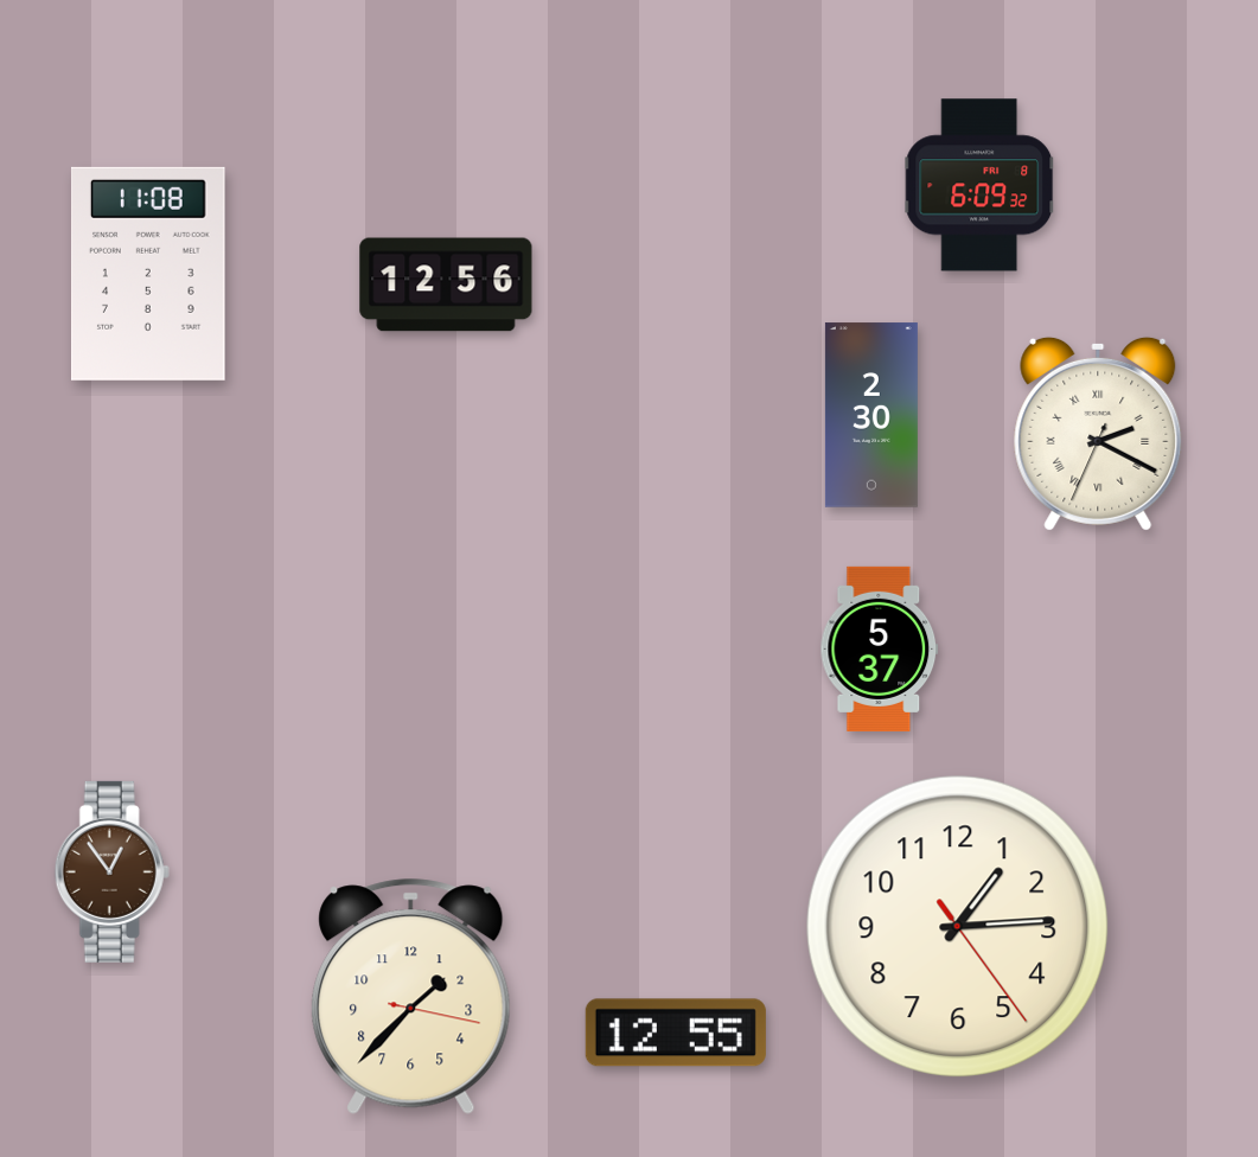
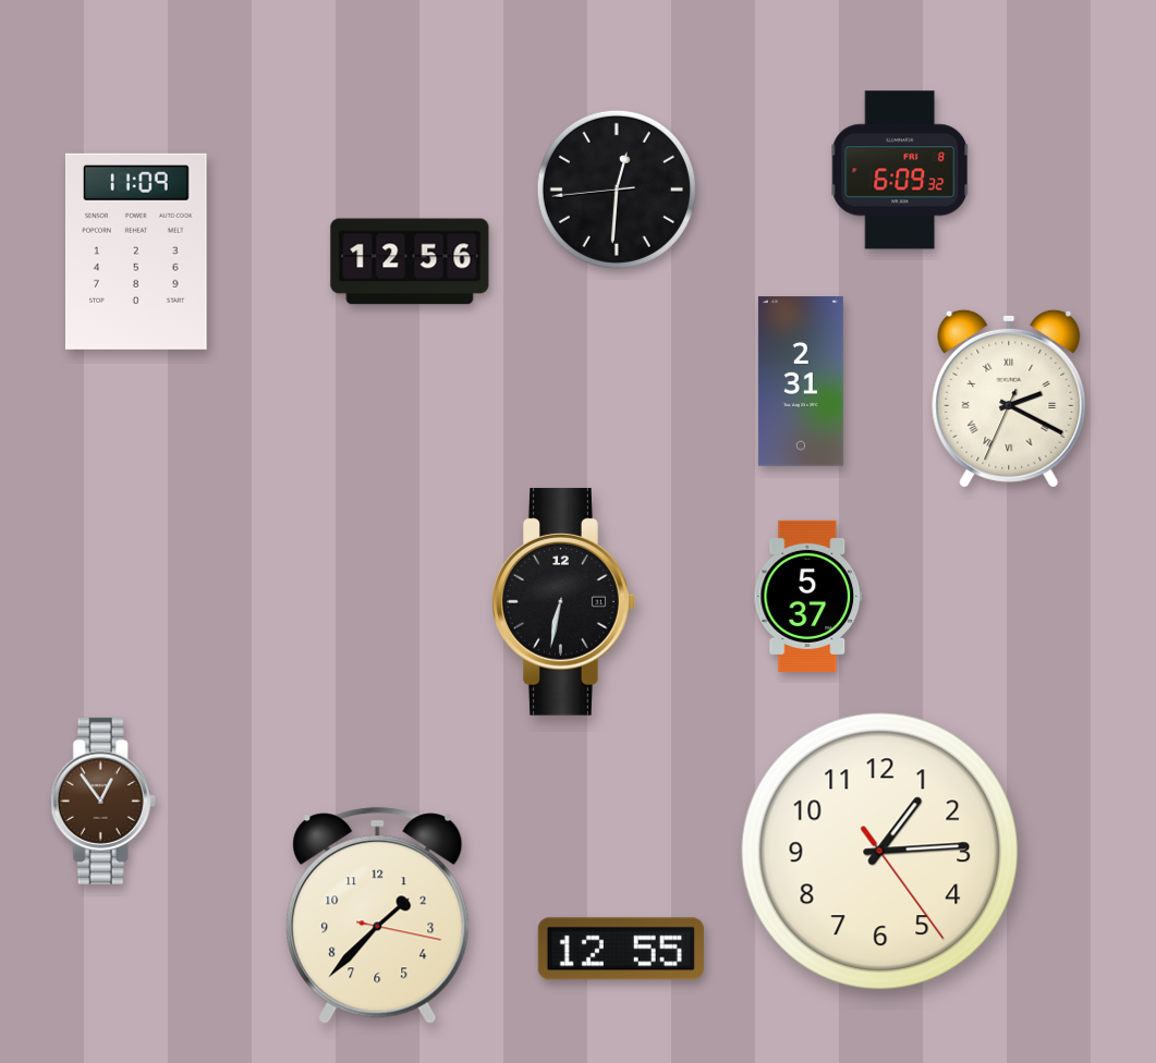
clock at (617, 190): none -> 12:30
clock at (149, 274): 11:08 -> 11:09
clock at (871, 415): 2:30 -> 2:31
clock at (564, 601): none -> 6:32
